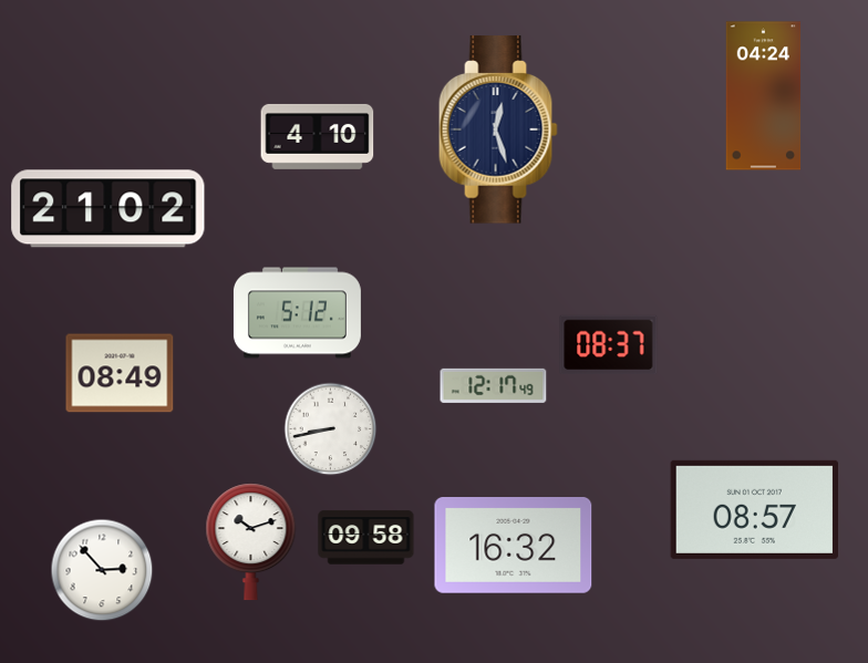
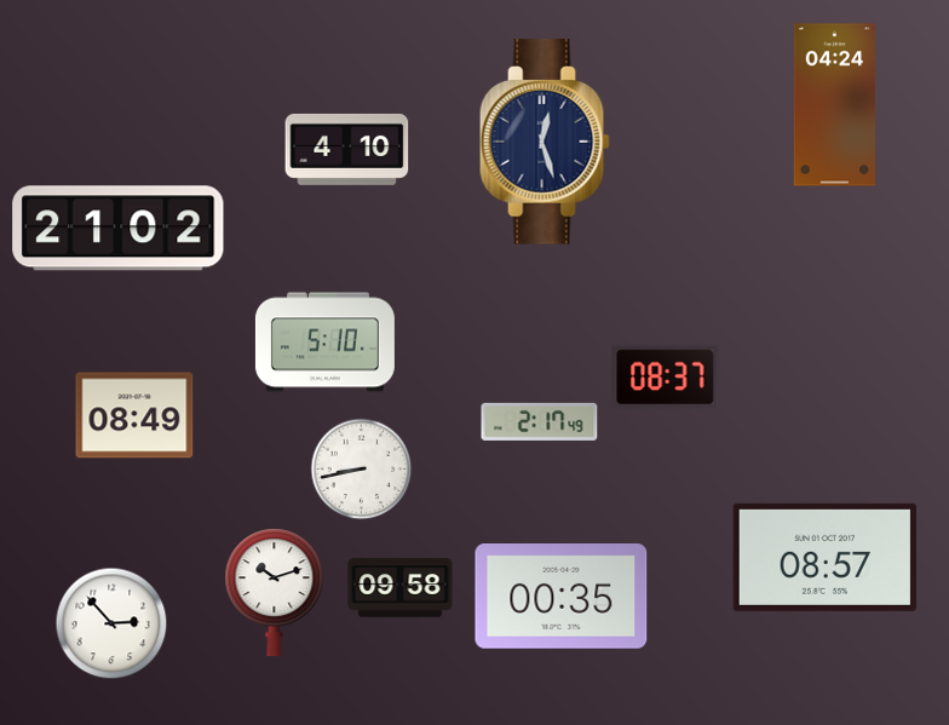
clock at (297, 313): 5:12 -> 5:10
clock at (120, 373) position: (120, 373) -> (134, 415)
clock at (494, 385): 12:17 -> 2:17
clock at (514, 546): 16:32 -> 00:35
